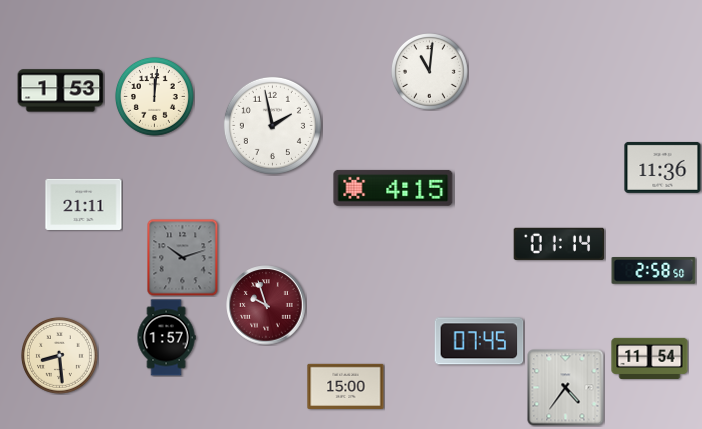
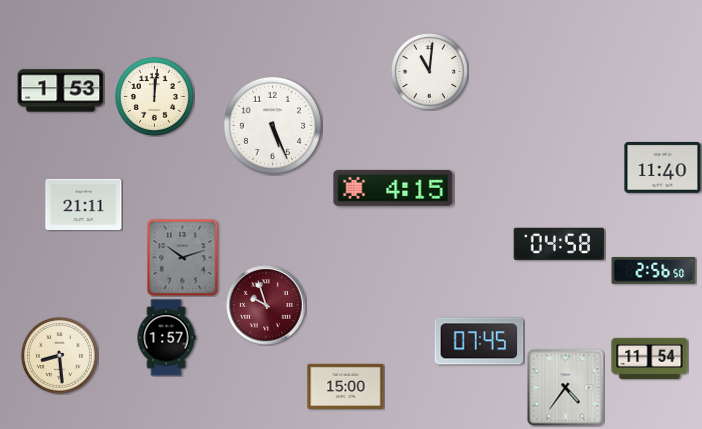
clock at (272, 125): 1:58 -> 5:26
clock at (663, 167): 11:36 -> 11:40
clock at (559, 244): 01:14 -> 04:58
clock at (654, 271): 2:58 -> 2:56
